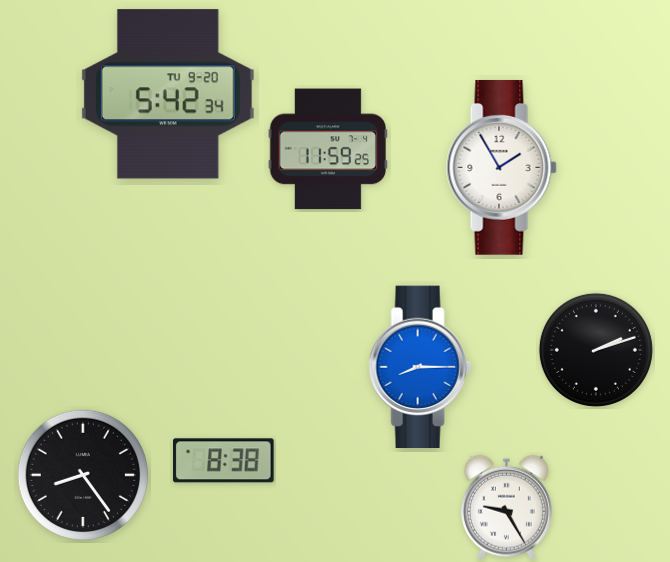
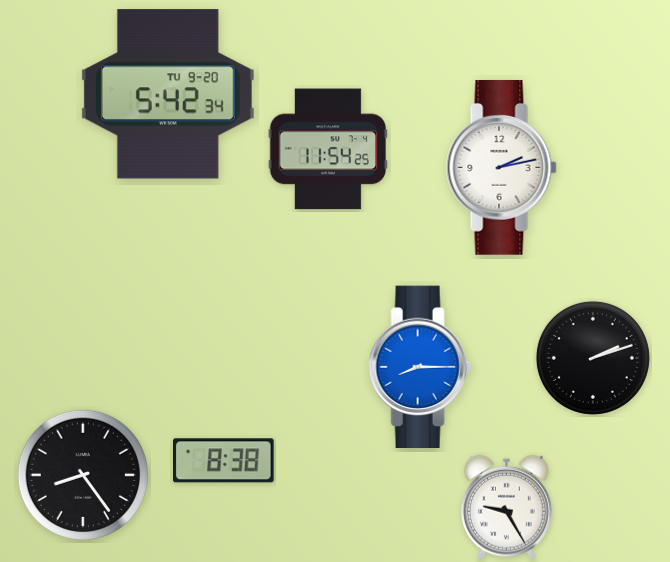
clock at (327, 149): 11:59 -> 11:54
clock at (501, 167): 1:55 -> 2:13
clock at (596, 350) position: (596, 350) -> (593, 358)
